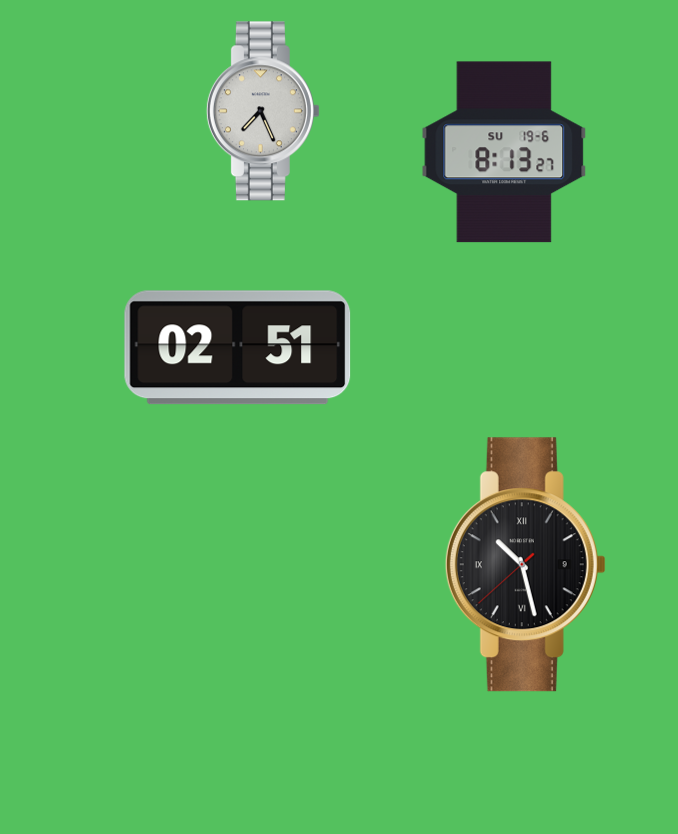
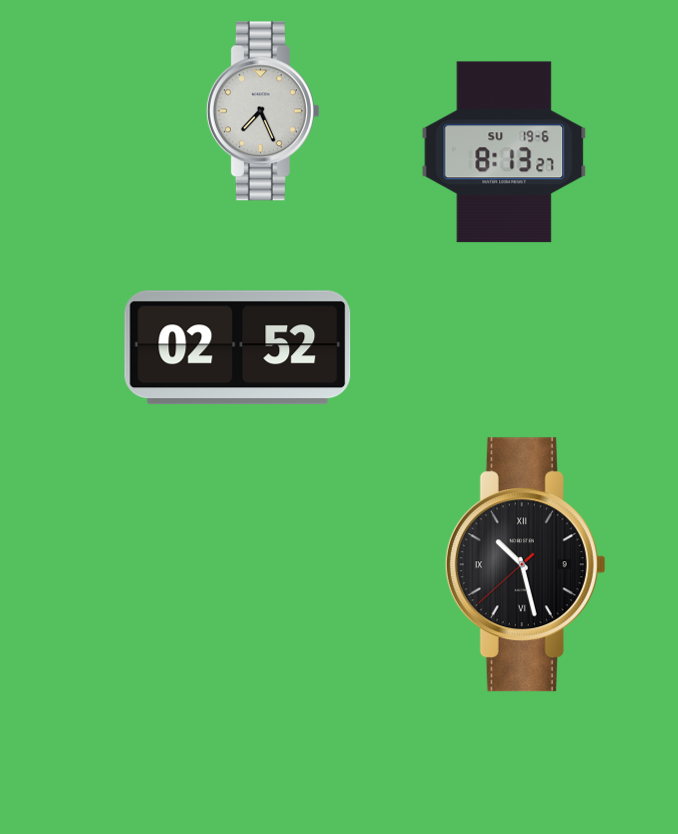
clock at (238, 348): 02:51 -> 02:52
